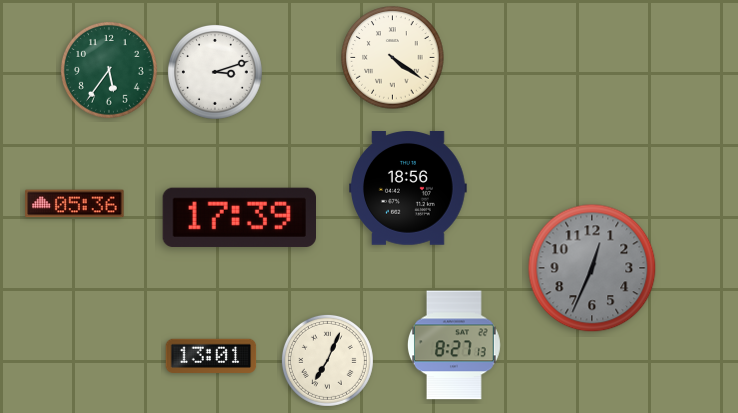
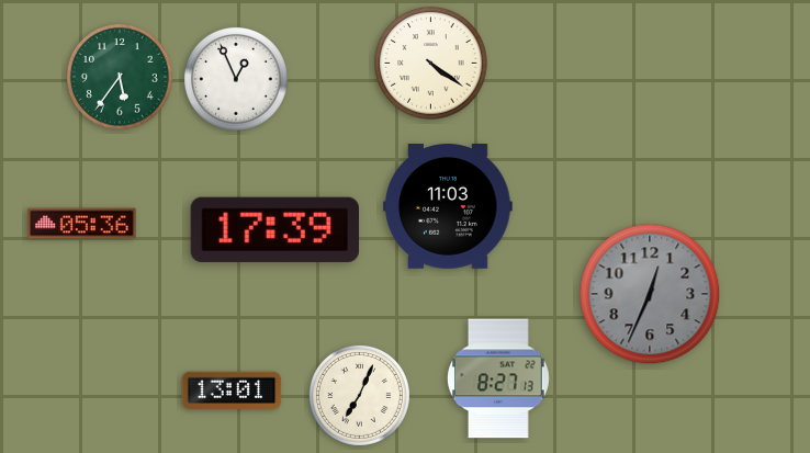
clock at (215, 72): 3:12 -> 12:56
clock at (409, 189): 18:56 -> 11:03
clock at (239, 217) position: (239, 217) -> (274, 229)
